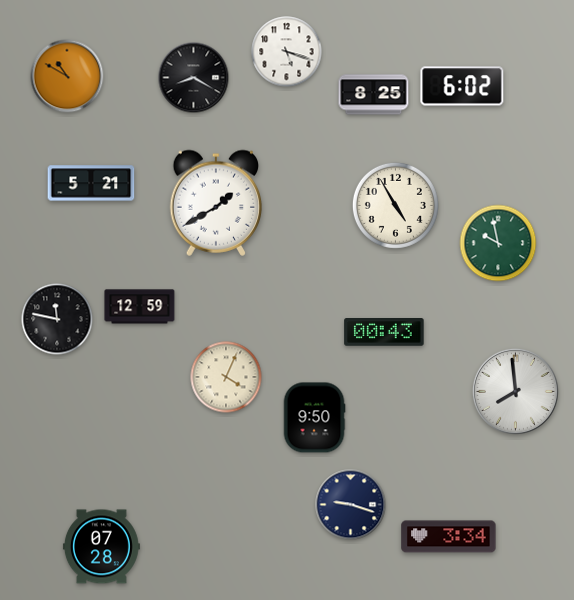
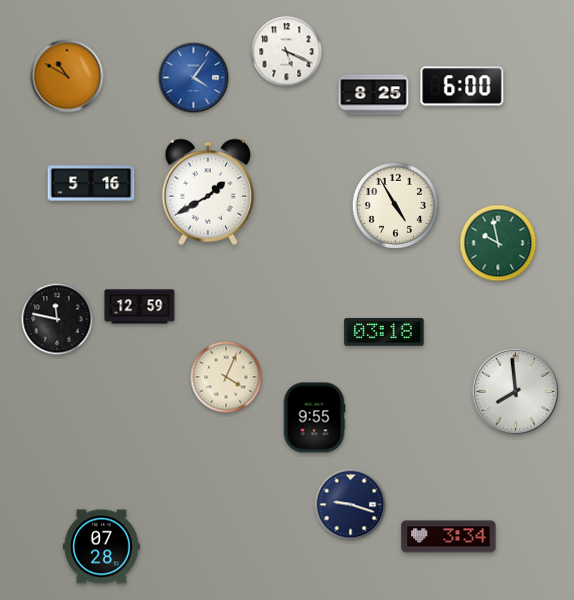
clock at (287, 52): 5:18 -> 5:19
clock at (194, 78): 8:20 -> 4:06
clock at (194, 78) dial: black -> blue
clock at (462, 86): 6:02 -> 6:00
clock at (91, 183): 5:21 -> 5:16
clock at (216, 203) position: (216, 203) -> (208, 192)
clock at (384, 332): 00:43 -> 03:18
clock at (314, 418): 9:50 -> 9:55
